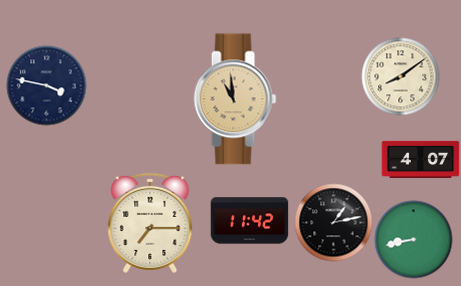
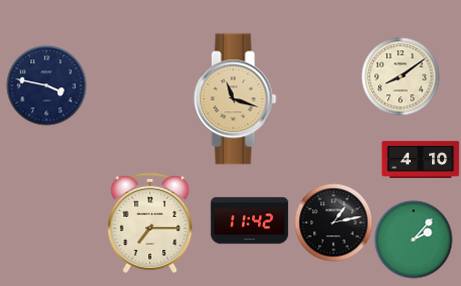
clock at (235, 99): 10:59 -> 11:18
clock at (420, 159): 4:07 -> 4:10
clock at (413, 239): 8:43 -> 2:07
